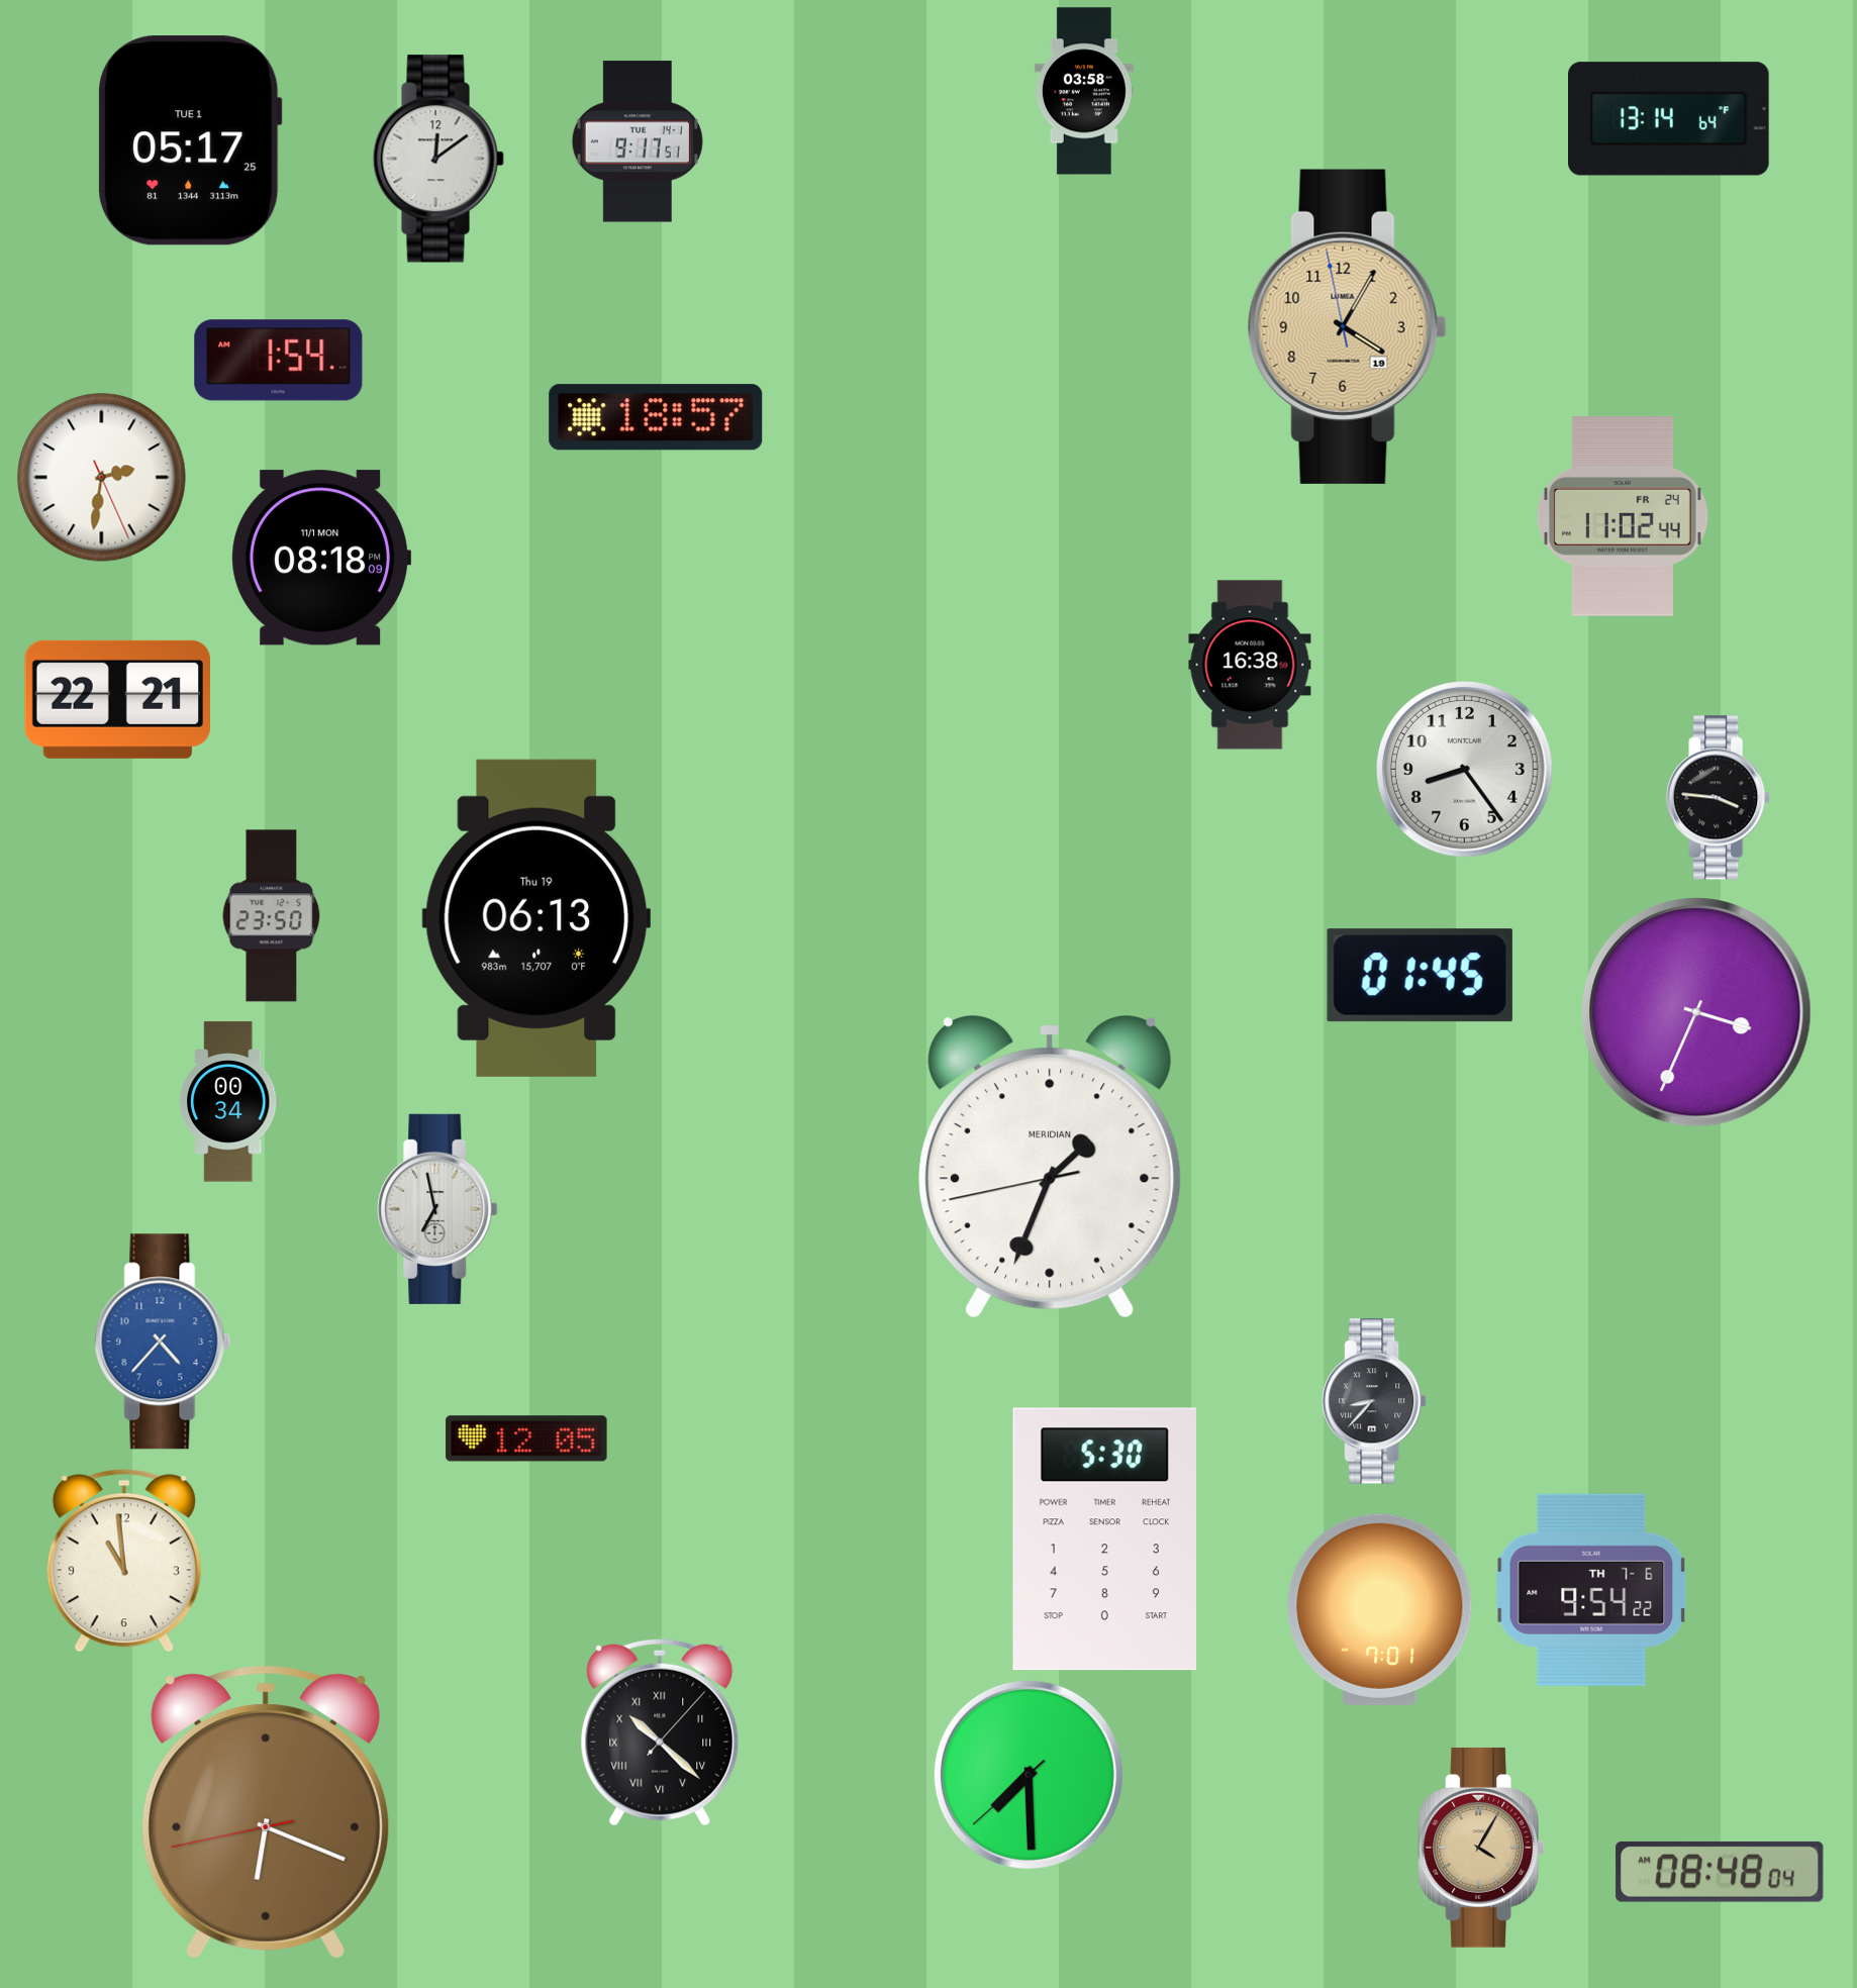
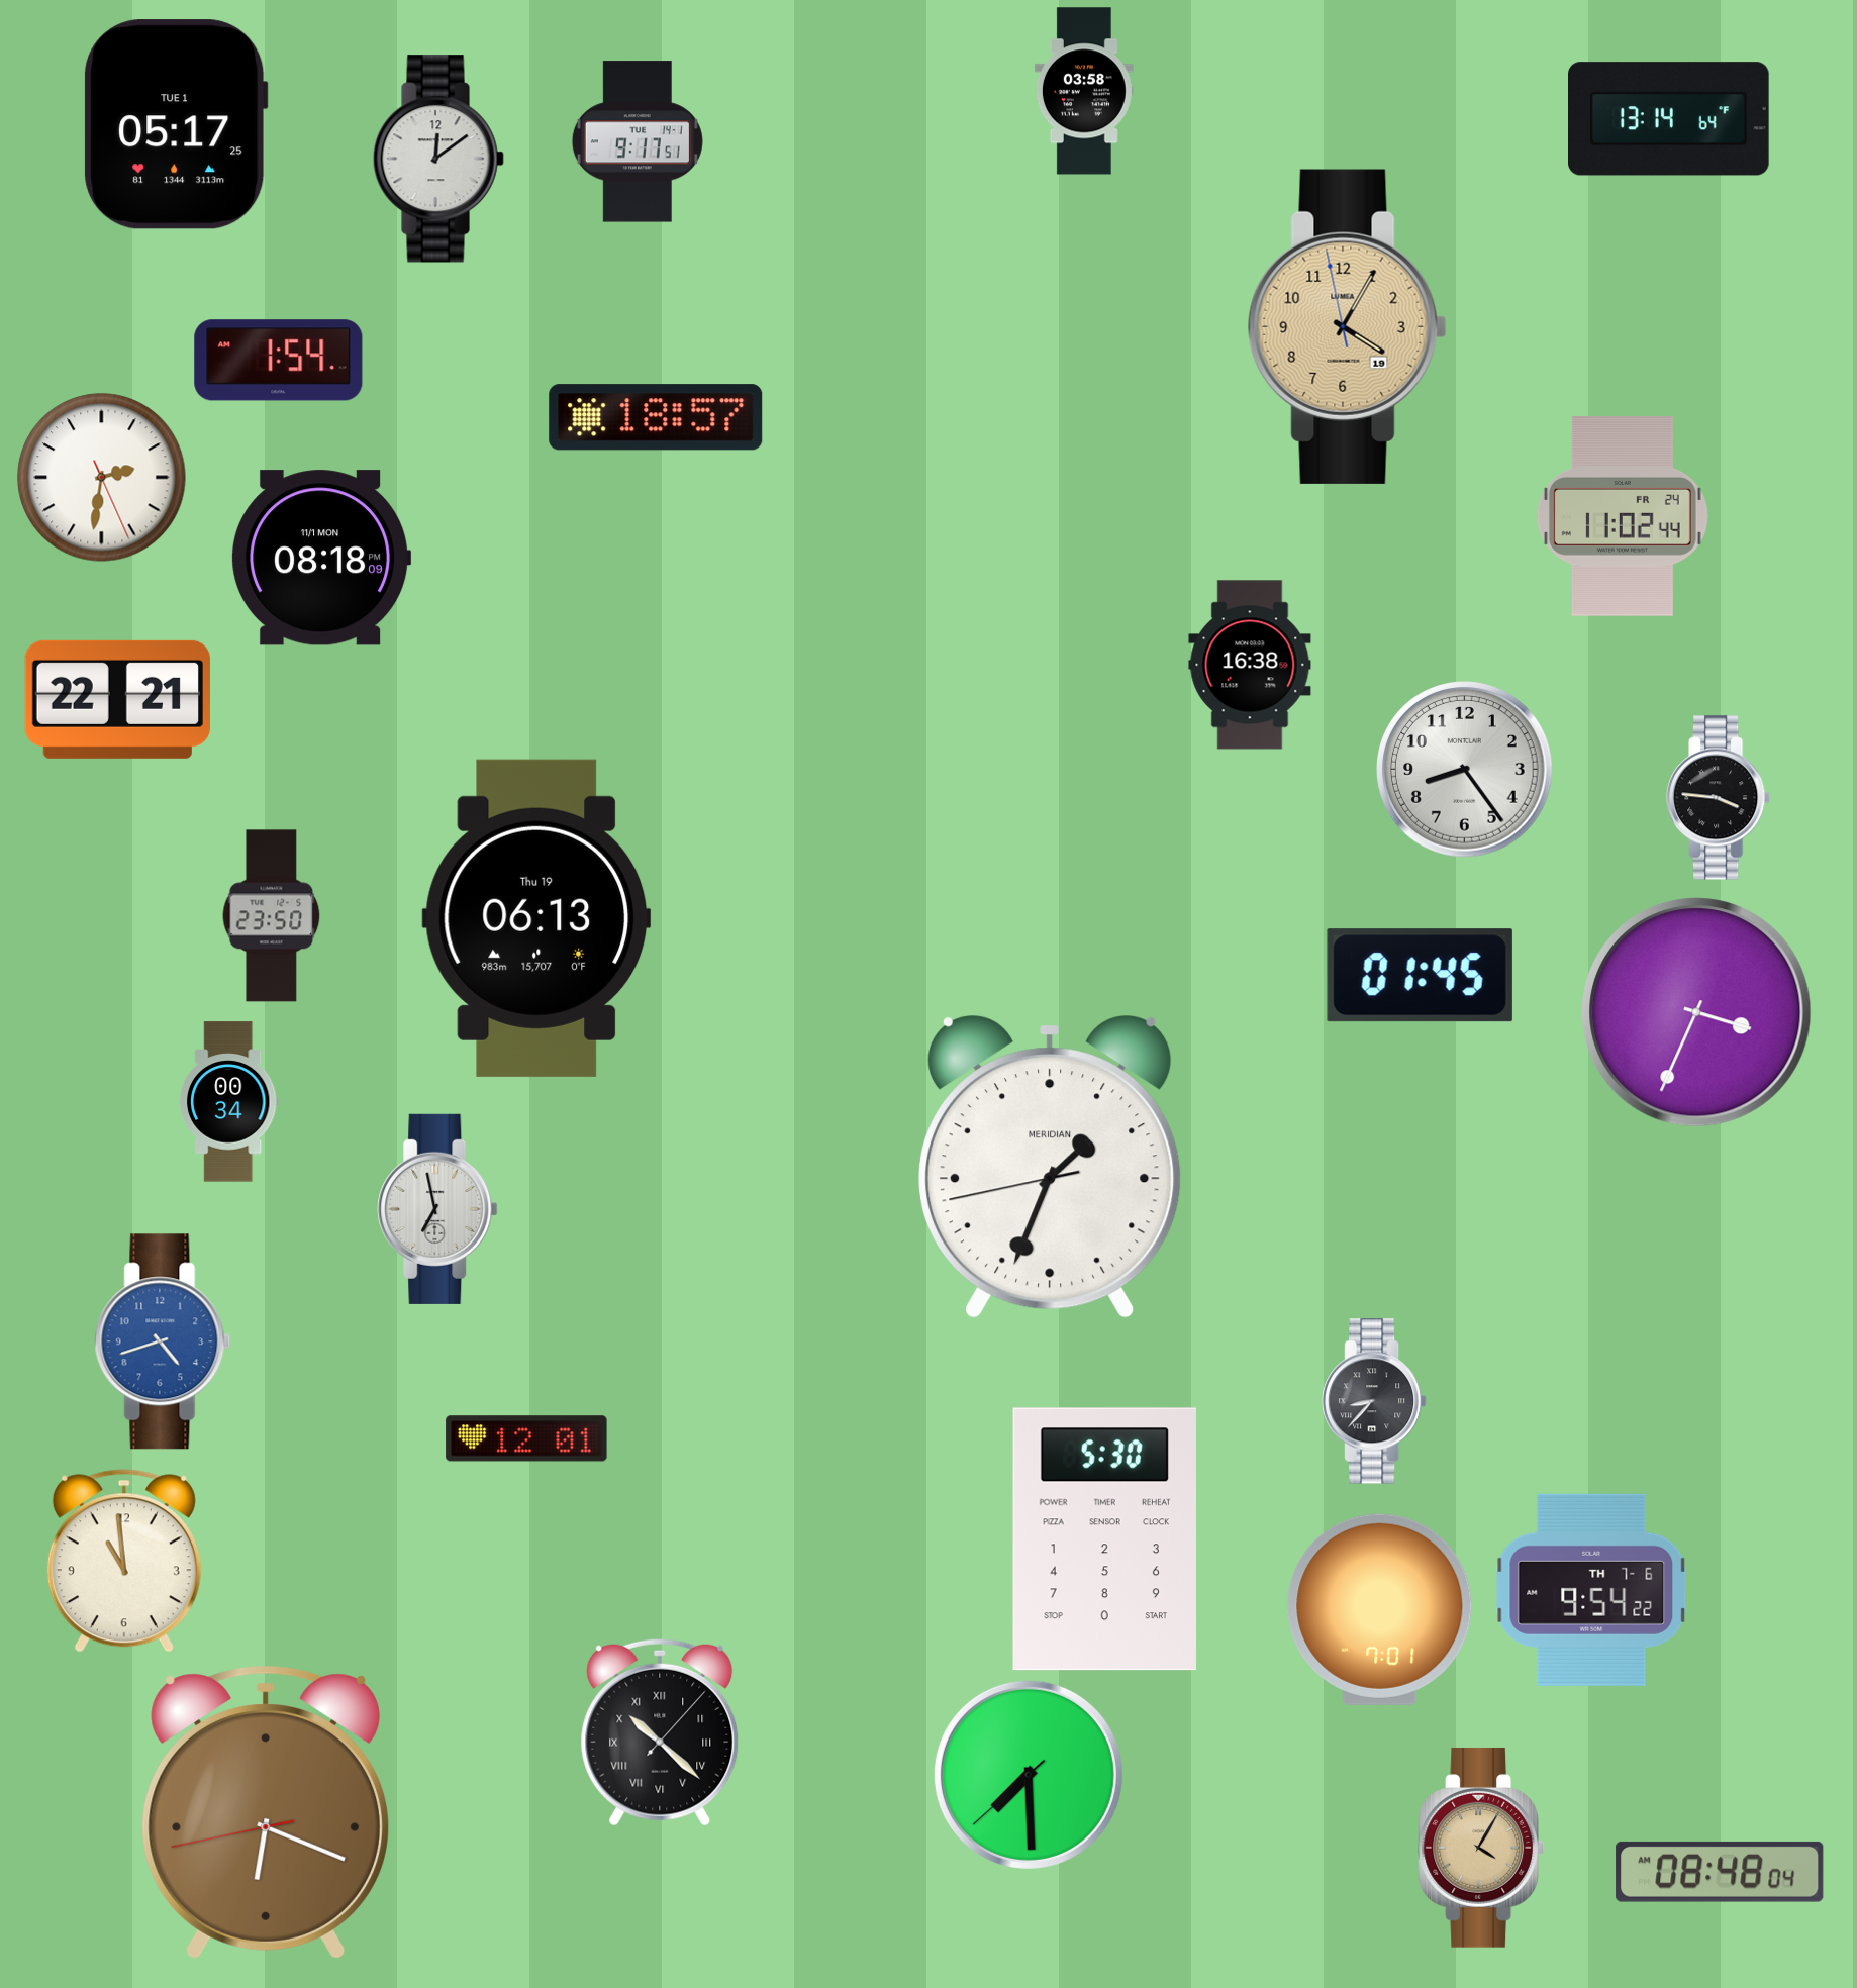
clock at (190, 140) position: (190, 140) -> (176, 124)
clock at (163, 1341): 4:37 -> 4:42
clock at (526, 1438): 12:05 -> 12:01
